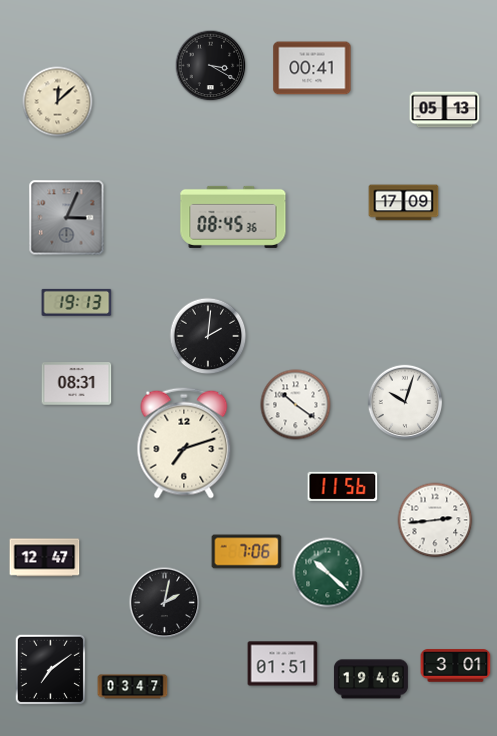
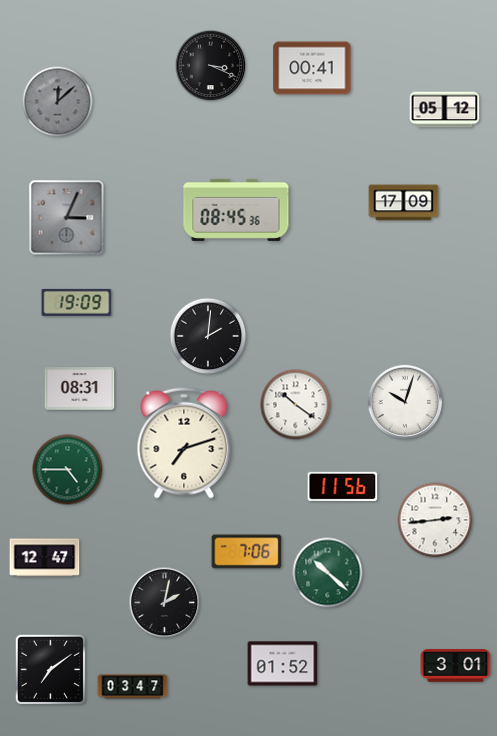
clock at (211, 66): 3:20 -> 3:19
clock at (58, 102) dial: cream -> grey
clock at (445, 110): 05:13 -> 05:12
clock at (233, 217) position: (233, 217) -> (236, 210)
clock at (77, 302): 19:13 -> 19:09
clock at (77, 384) position: (77, 384) -> (80, 389)
clock at (68, 470): none -> 4:45
clock at (283, 664): 01:51 -> 01:52
clock at (371, 679): 19:46 -> none
